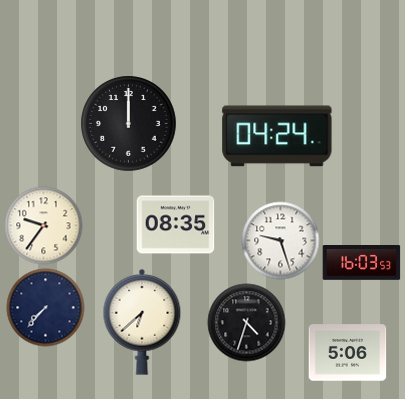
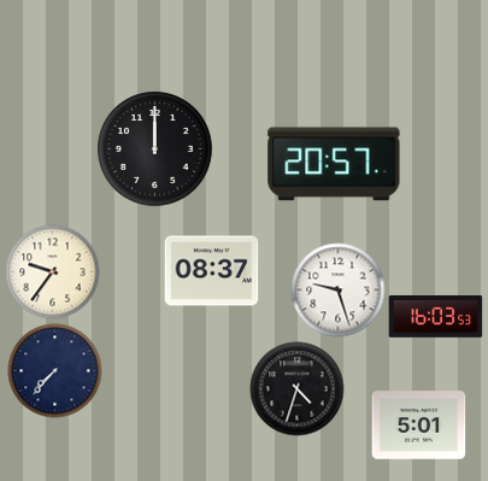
clock at (277, 136): 04:24 -> 20:57
clock at (175, 225): 08:35 -> 08:37
clock at (142, 322): 6:38 -> none
clock at (347, 353): 5:06 -> 5:01
